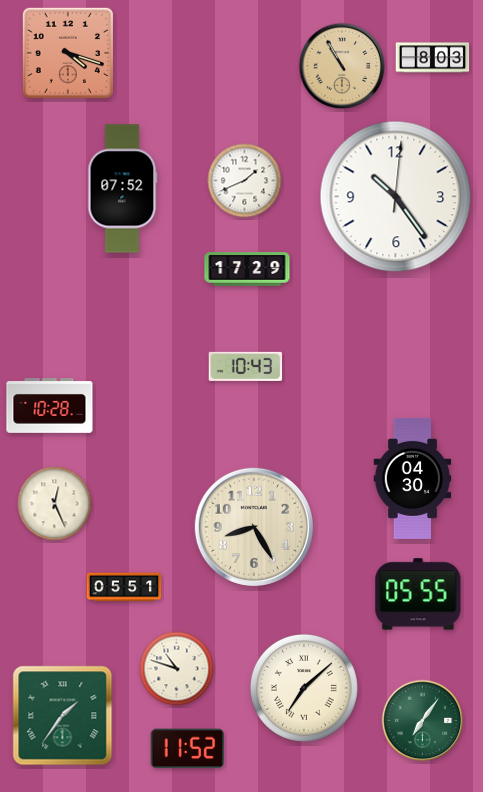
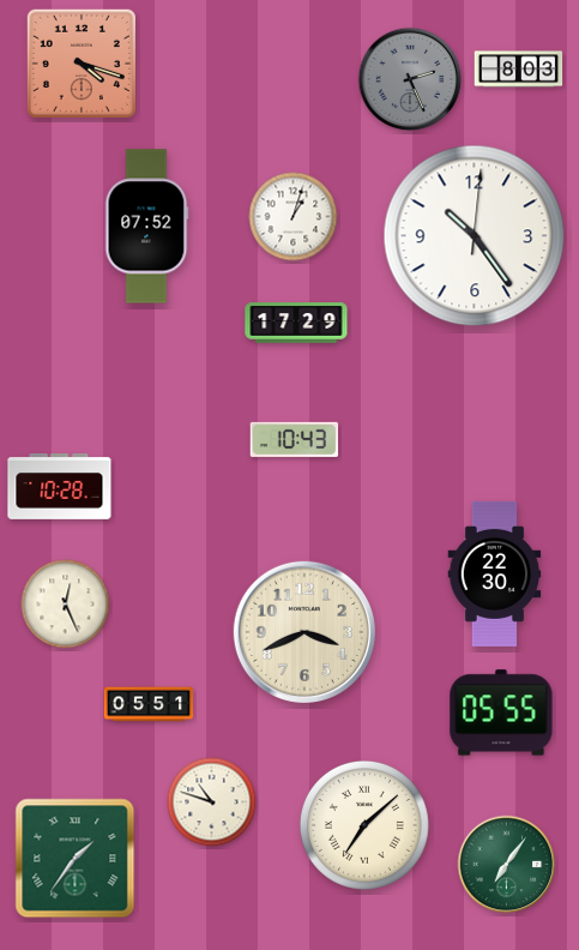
clock at (342, 66): 10:55 -> 2:26
clock at (342, 66) dial: champagne -> grey
clock at (245, 181): 1:41 -> 1:03
clock at (413, 478): 04:30 -> 22:30
clock at (254, 527): 8:25 -> 3:41
clock at (188, 749): 11:52 -> none
